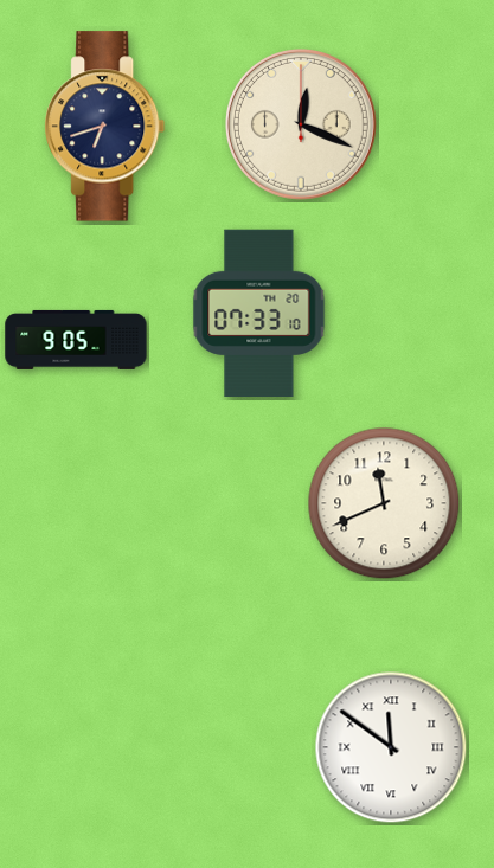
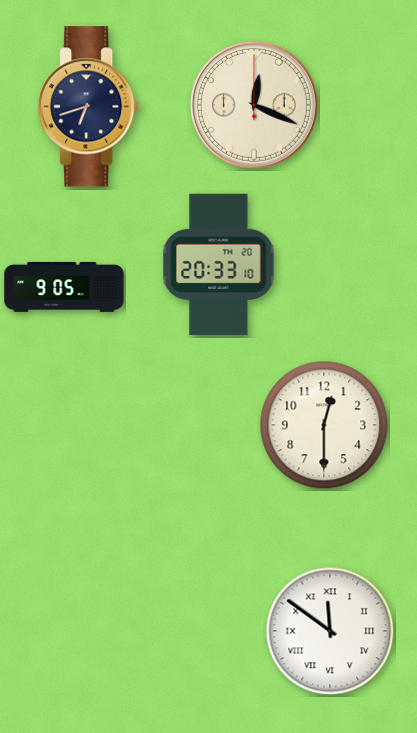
clock at (259, 314): 07:33 -> 20:33
clock at (384, 503): 11:41 -> 12:30
